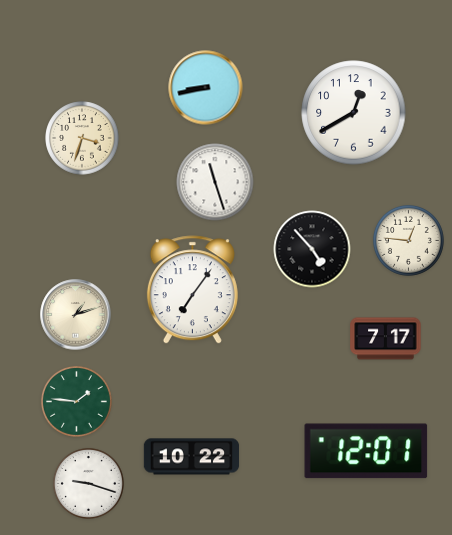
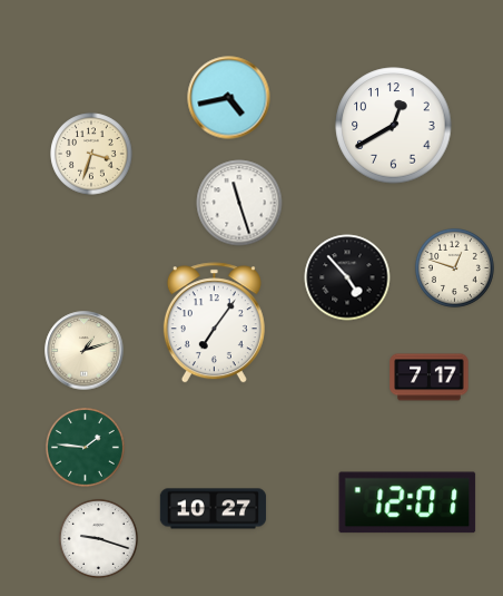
clock at (206, 88): 8:43 -> 4:43
clock at (408, 240): 12:46 -> 12:48
clock at (192, 457): 10:22 -> 10:27
